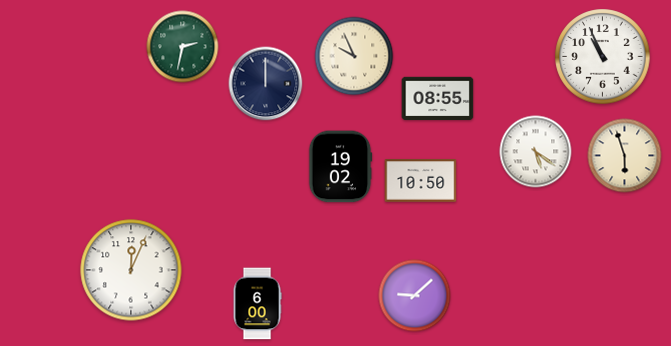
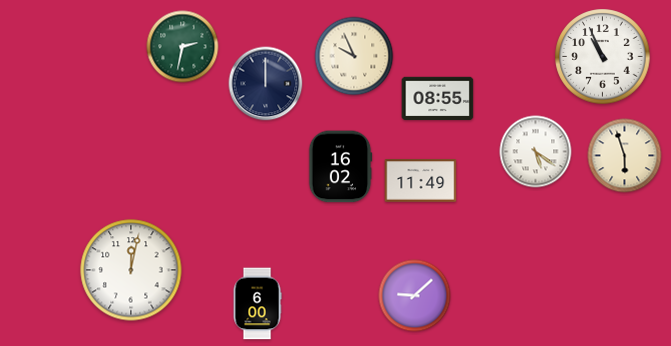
clock at (340, 167): 19:02 -> 16:02
clock at (421, 181): 10:50 -> 11:49
clock at (131, 270): 12:04 -> 12:02
